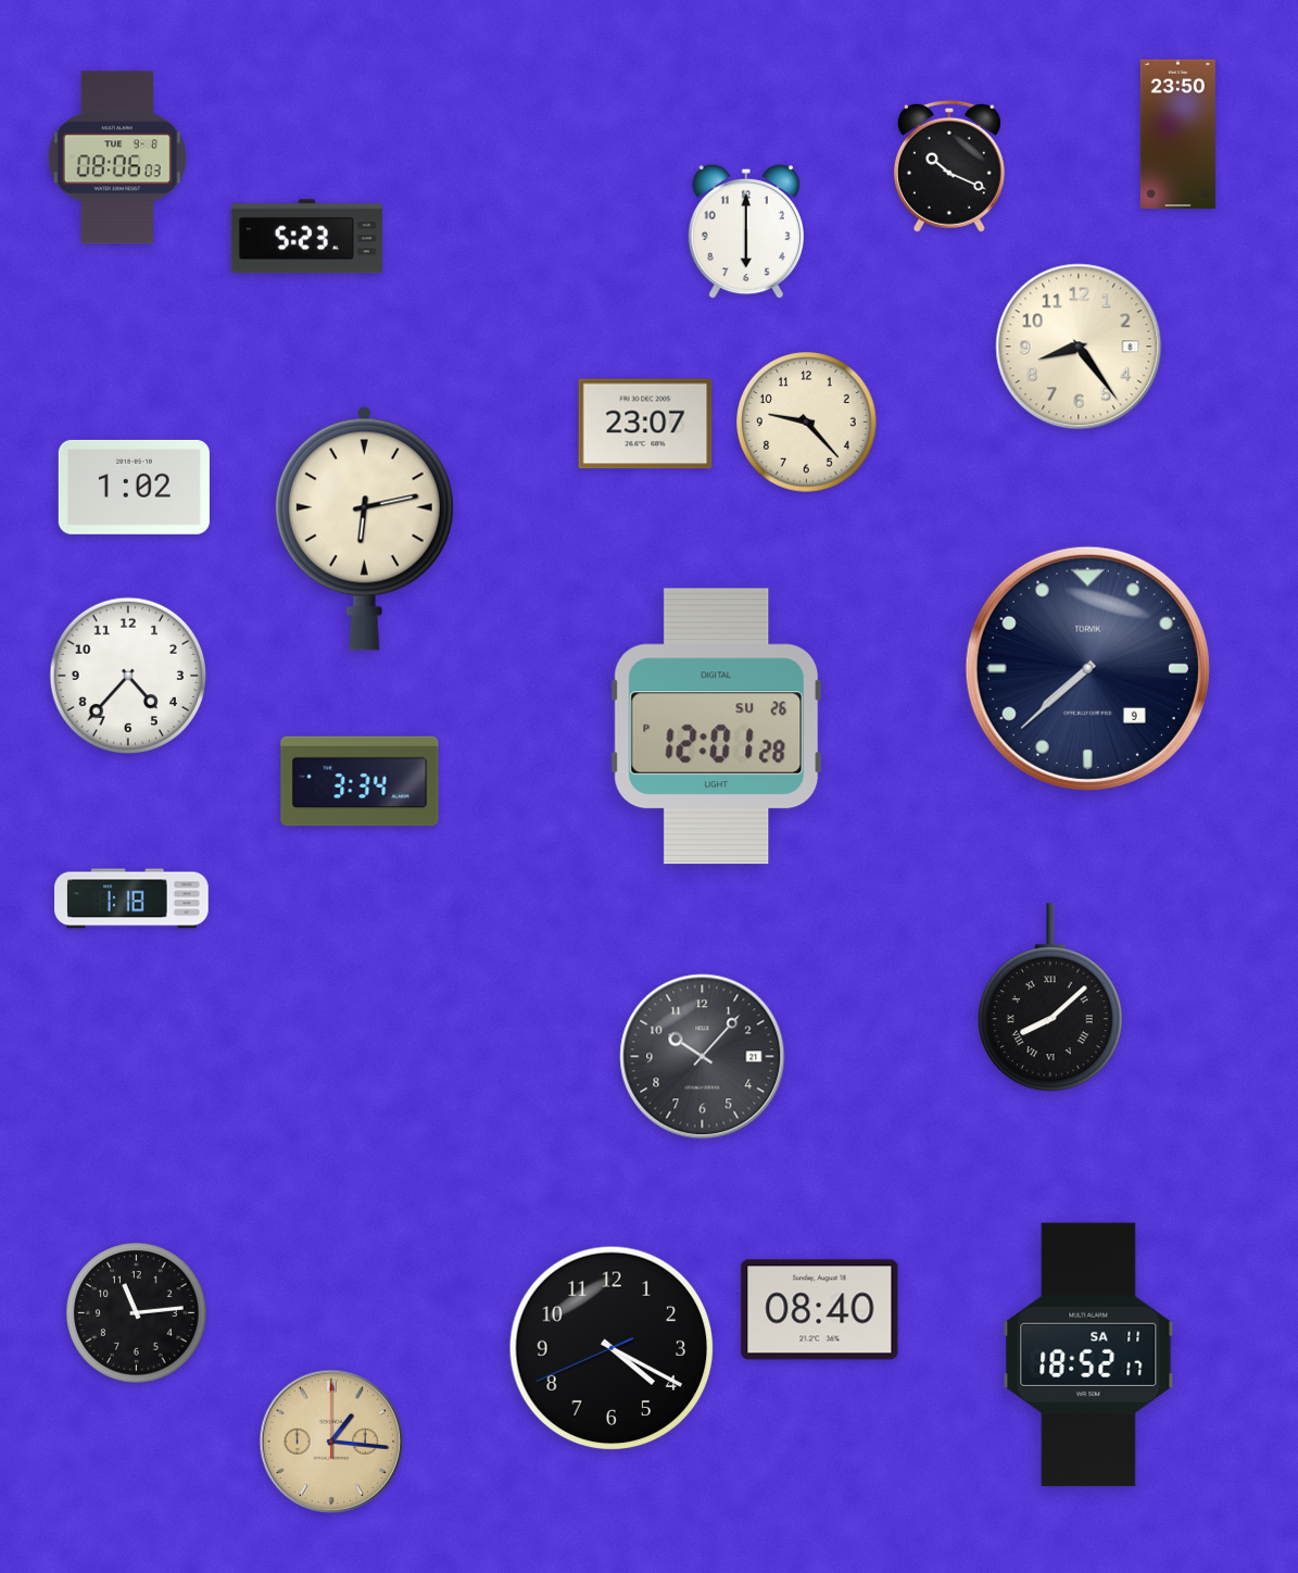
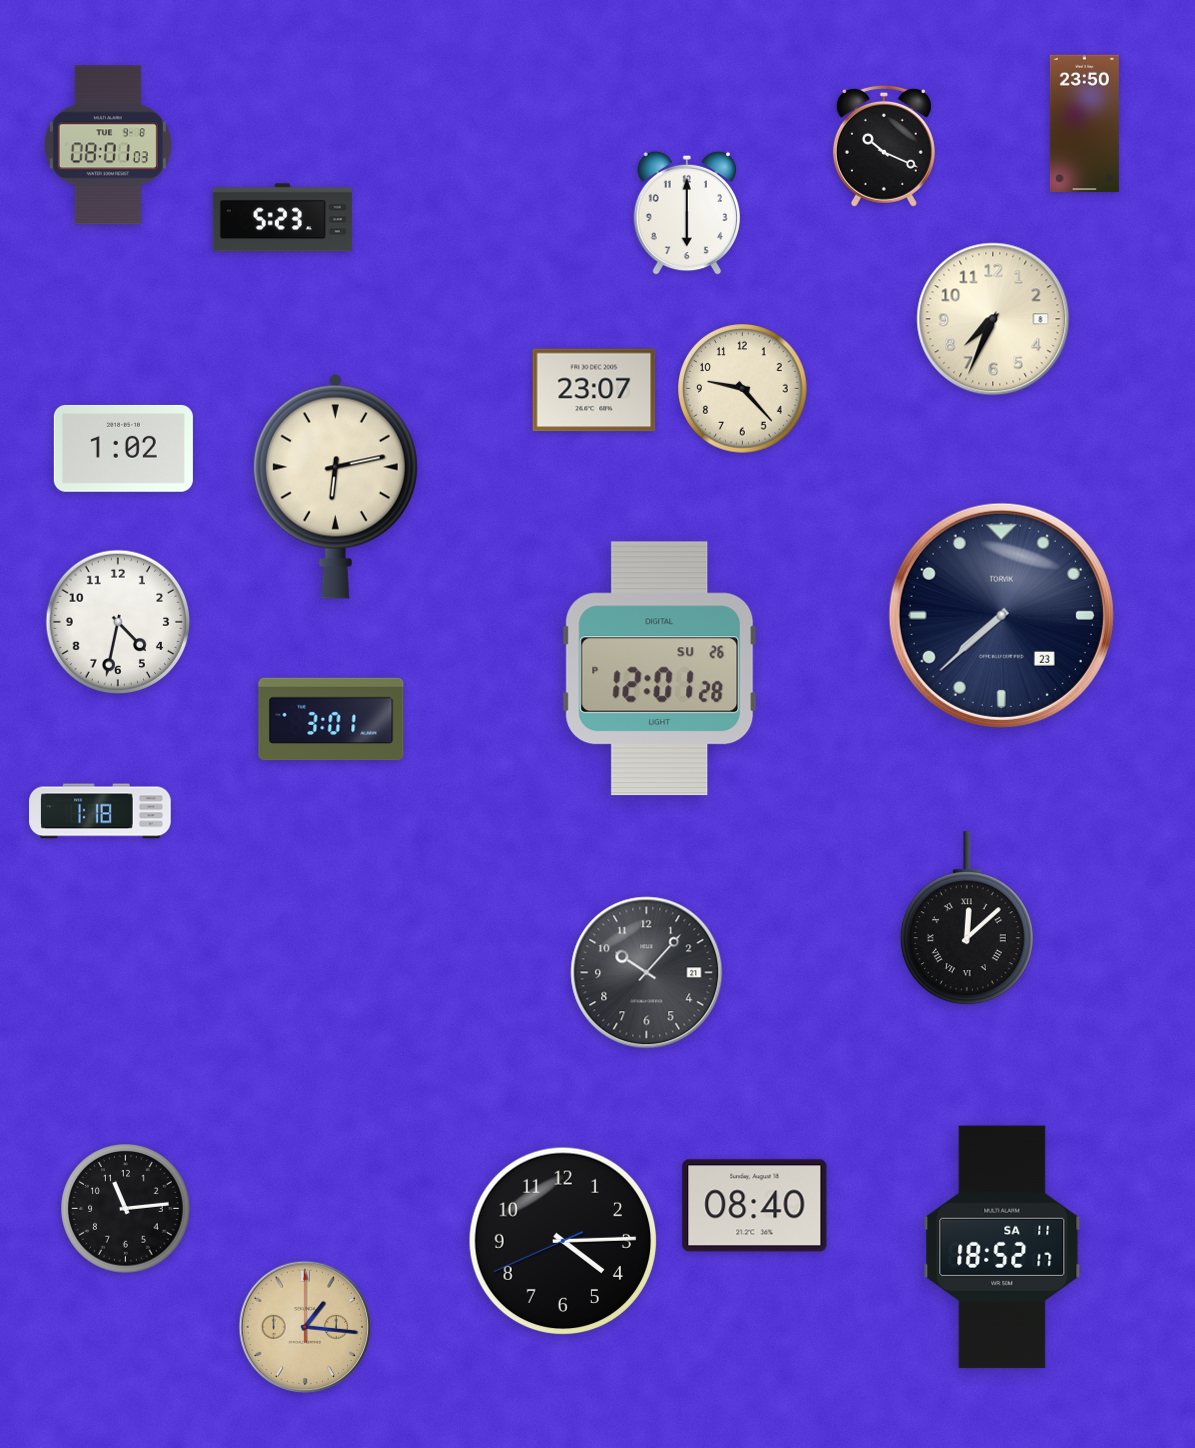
clock at (117, 158): 08:06 -> 08:01
clock at (949, 166) position: (949, 166) -> (884, 146)
clock at (1079, 347): 8:24 -> 7:34
clock at (1087, 668) date: 9 -> 23
clock at (127, 675): 4:37 -> 4:32
clock at (360, 781): 3:34 -> 3:01
clock at (131, 898) position: (131, 898) -> (100, 811)
clock at (1050, 998): 8:08 -> 12:08
clock at (612, 1348): 4:19 -> 4:14
